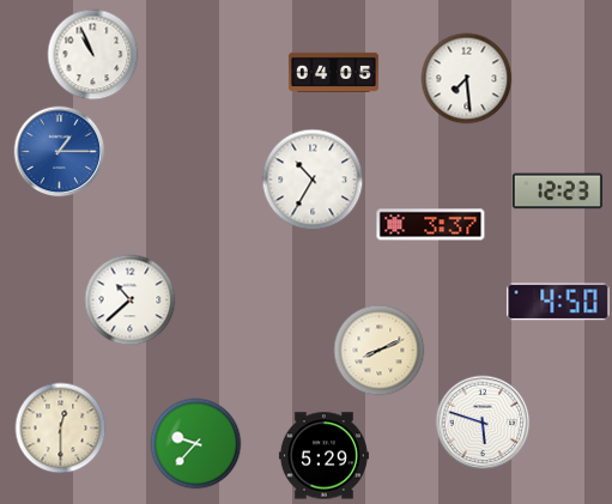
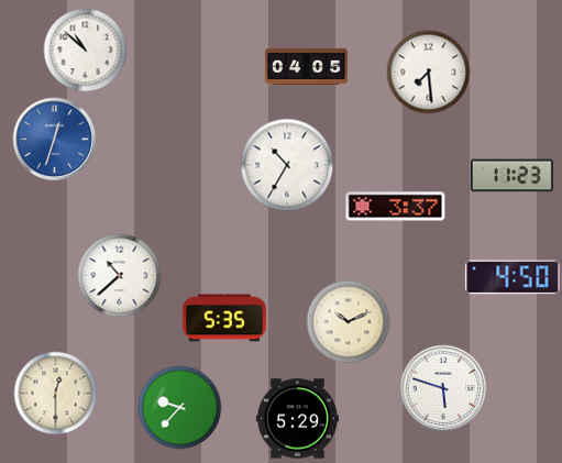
clock at (93, 55): 10:56 -> 10:52
clock at (60, 152): 1:15 -> 12:33
clock at (557, 192): 12:23 -> 11:23
clock at (224, 318): none -> 5:35
clock at (380, 351): 8:11 -> 10:11
